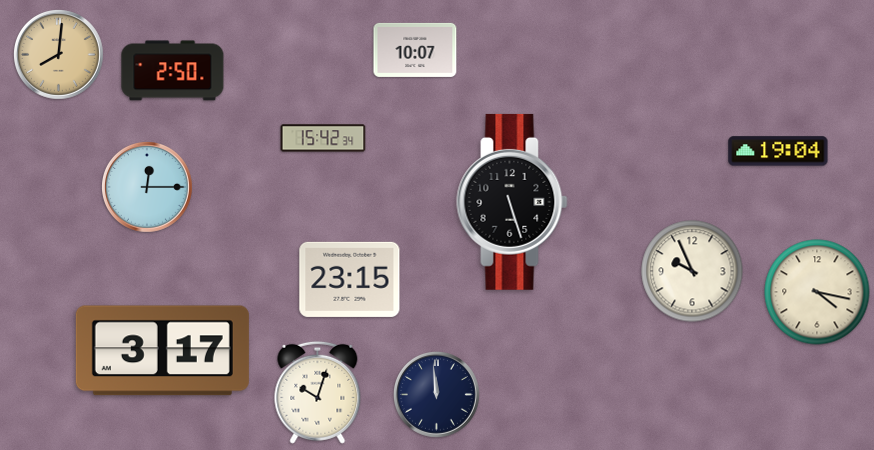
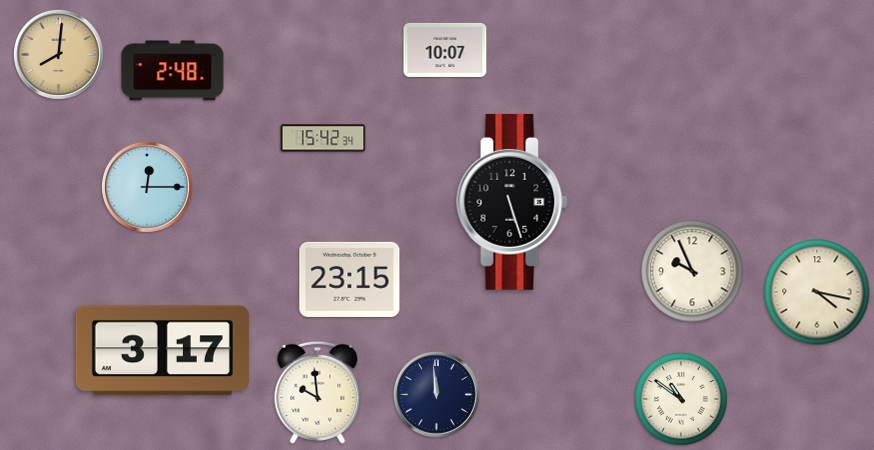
clock at (415, 50) position: (415, 50) -> (445, 50)
clock at (173, 71): 2:50 -> 2:48
clock at (778, 151): 19:04 -> none
clock at (318, 392): 10:03 -> 9:59
clock at (681, 399): none -> 10:51
